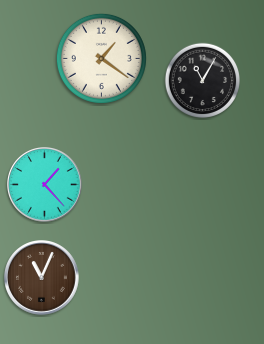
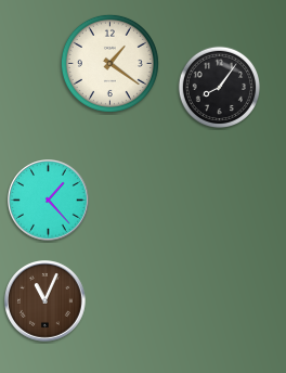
clock at (202, 80): 11:05 -> 8:06
